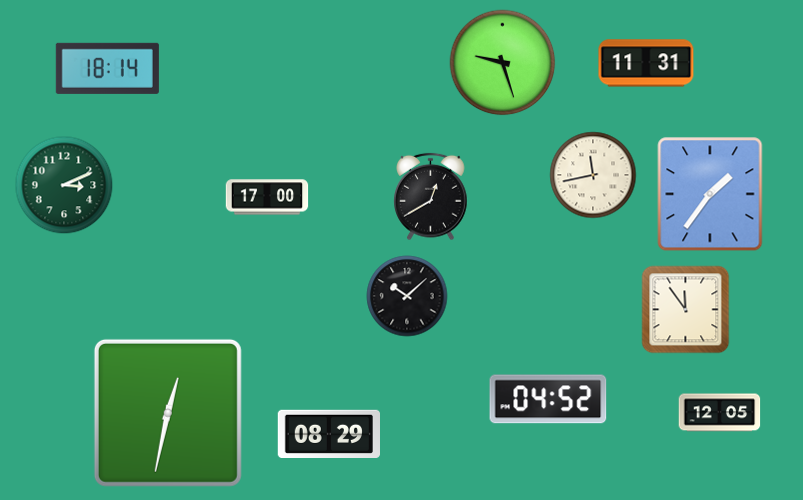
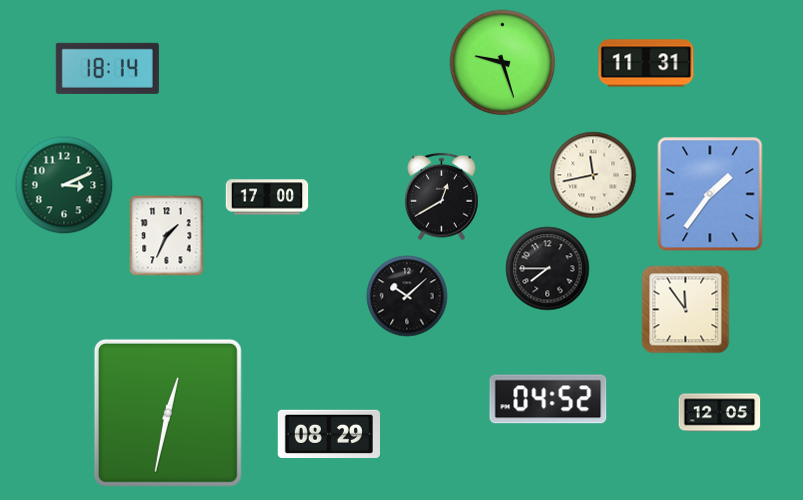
clock at (431, 197) position: (431, 197) -> (442, 197)
clock at (167, 236): none -> 1:34
clock at (548, 269): none -> 7:45
